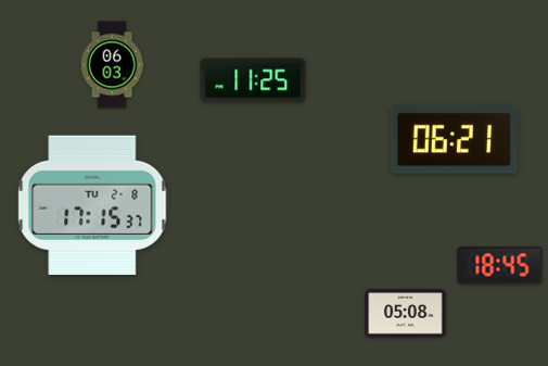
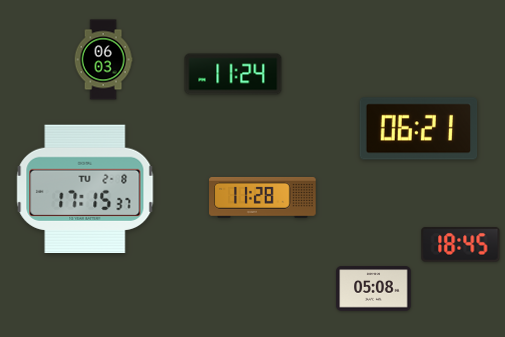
clock at (253, 80): 11:25 -> 11:24
clock at (263, 197): none -> 11:28
